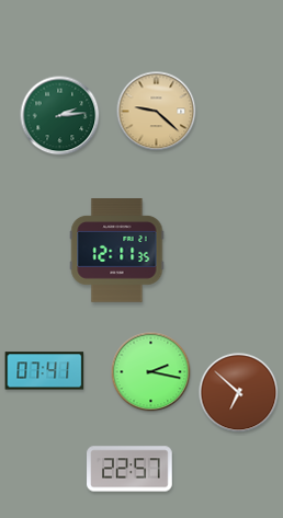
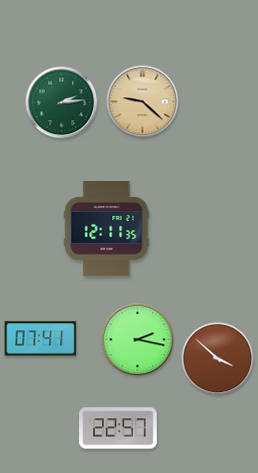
clock at (60, 116) position: (60, 116) -> (62, 103)
clock at (239, 393): 6:52 -> 3:52
